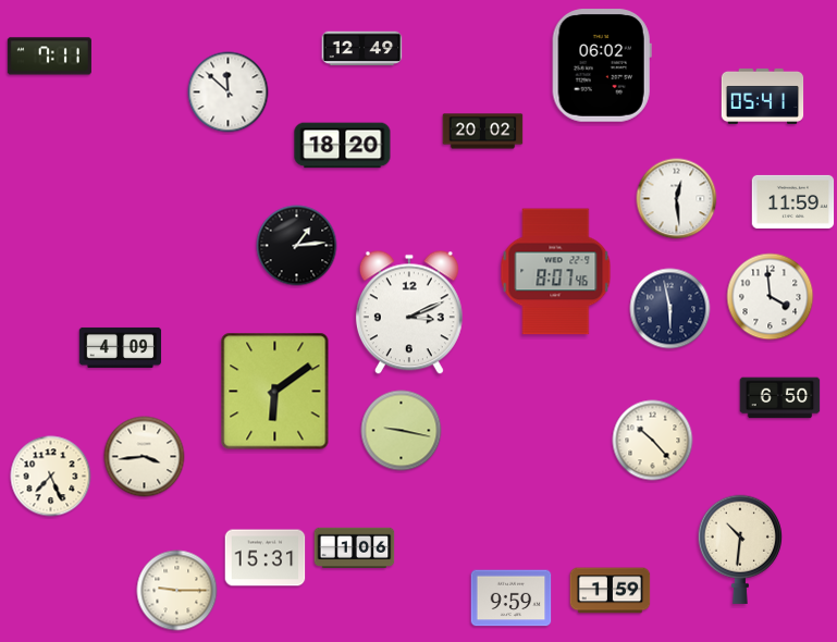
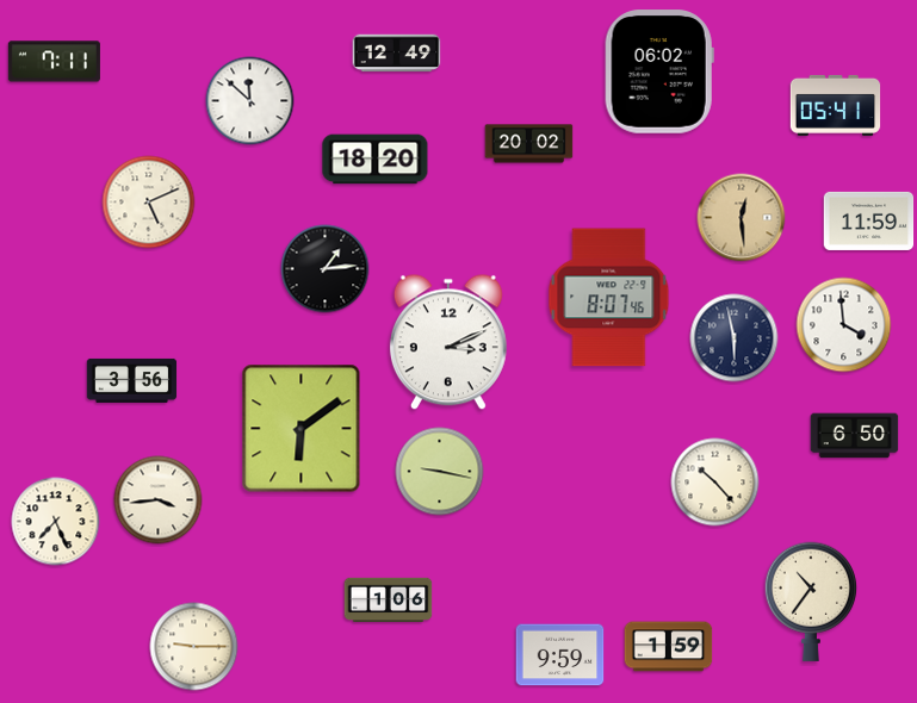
clock at (149, 203): none -> 5:11
clock at (677, 199) dial: white -> champagne
clock at (121, 347): 4:09 -> 3:56
clock at (739, 550): 10:31 -> 10:36
clock at (266, 558): 15:31 -> none
